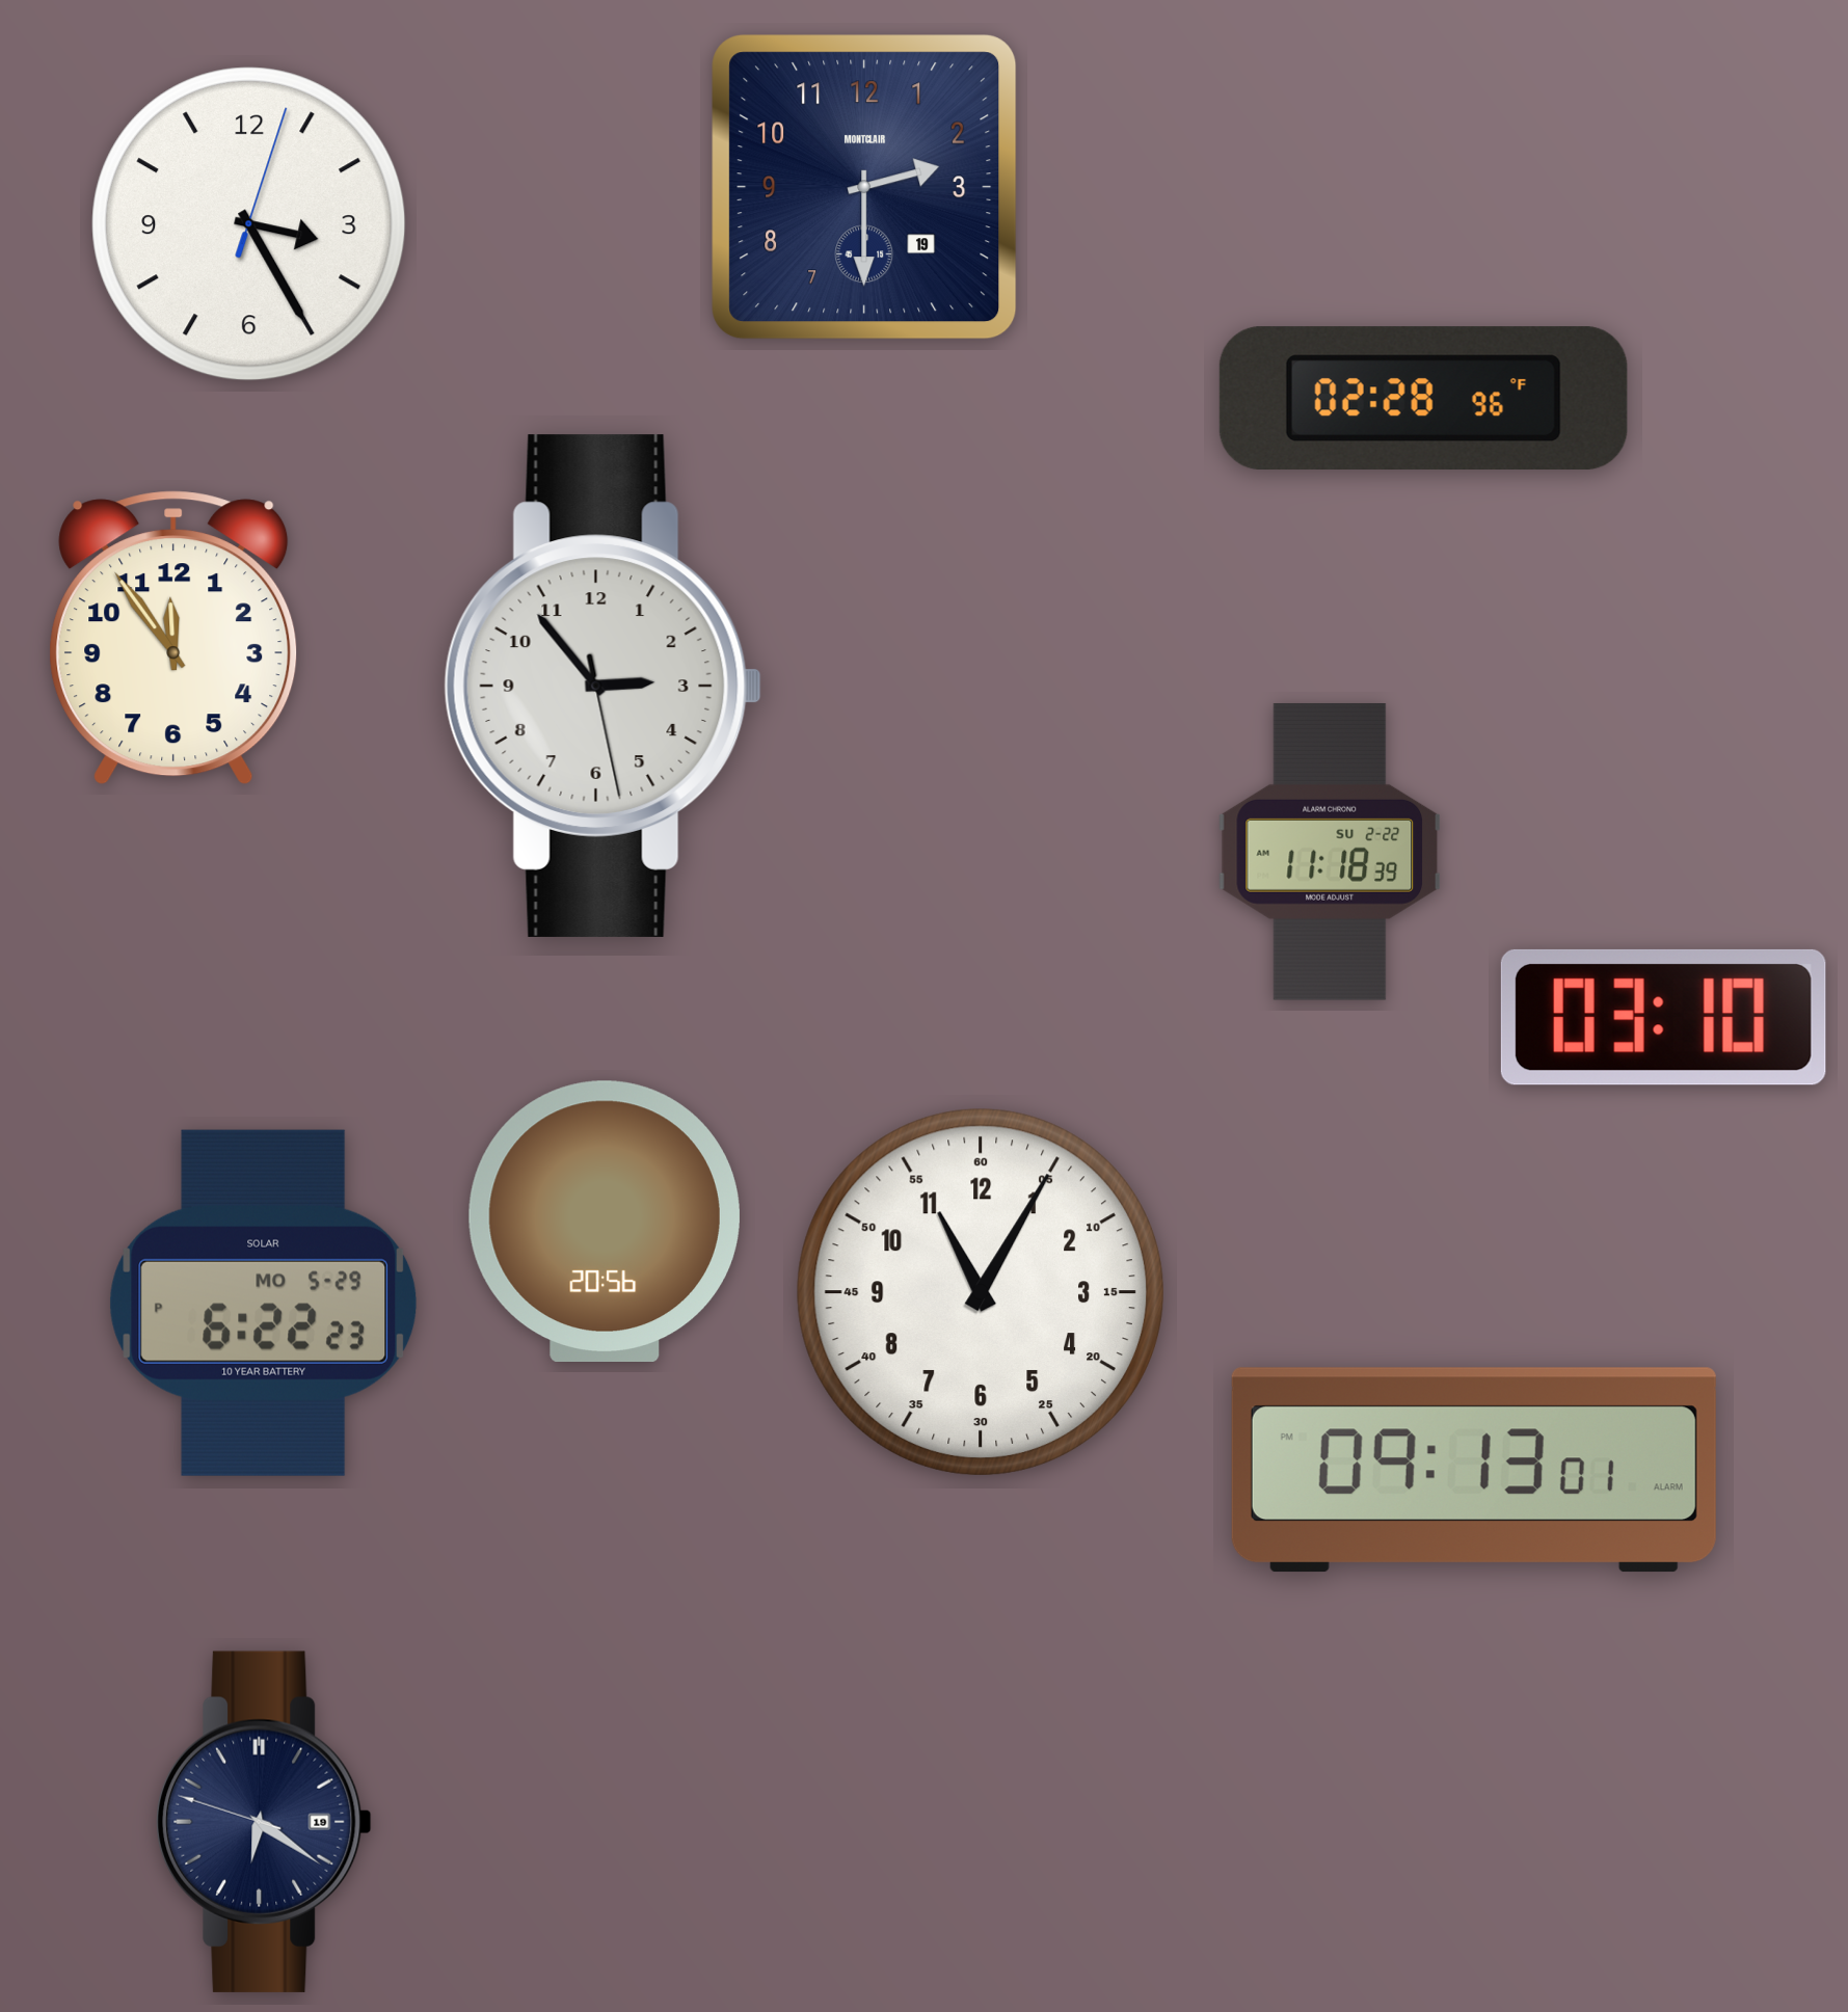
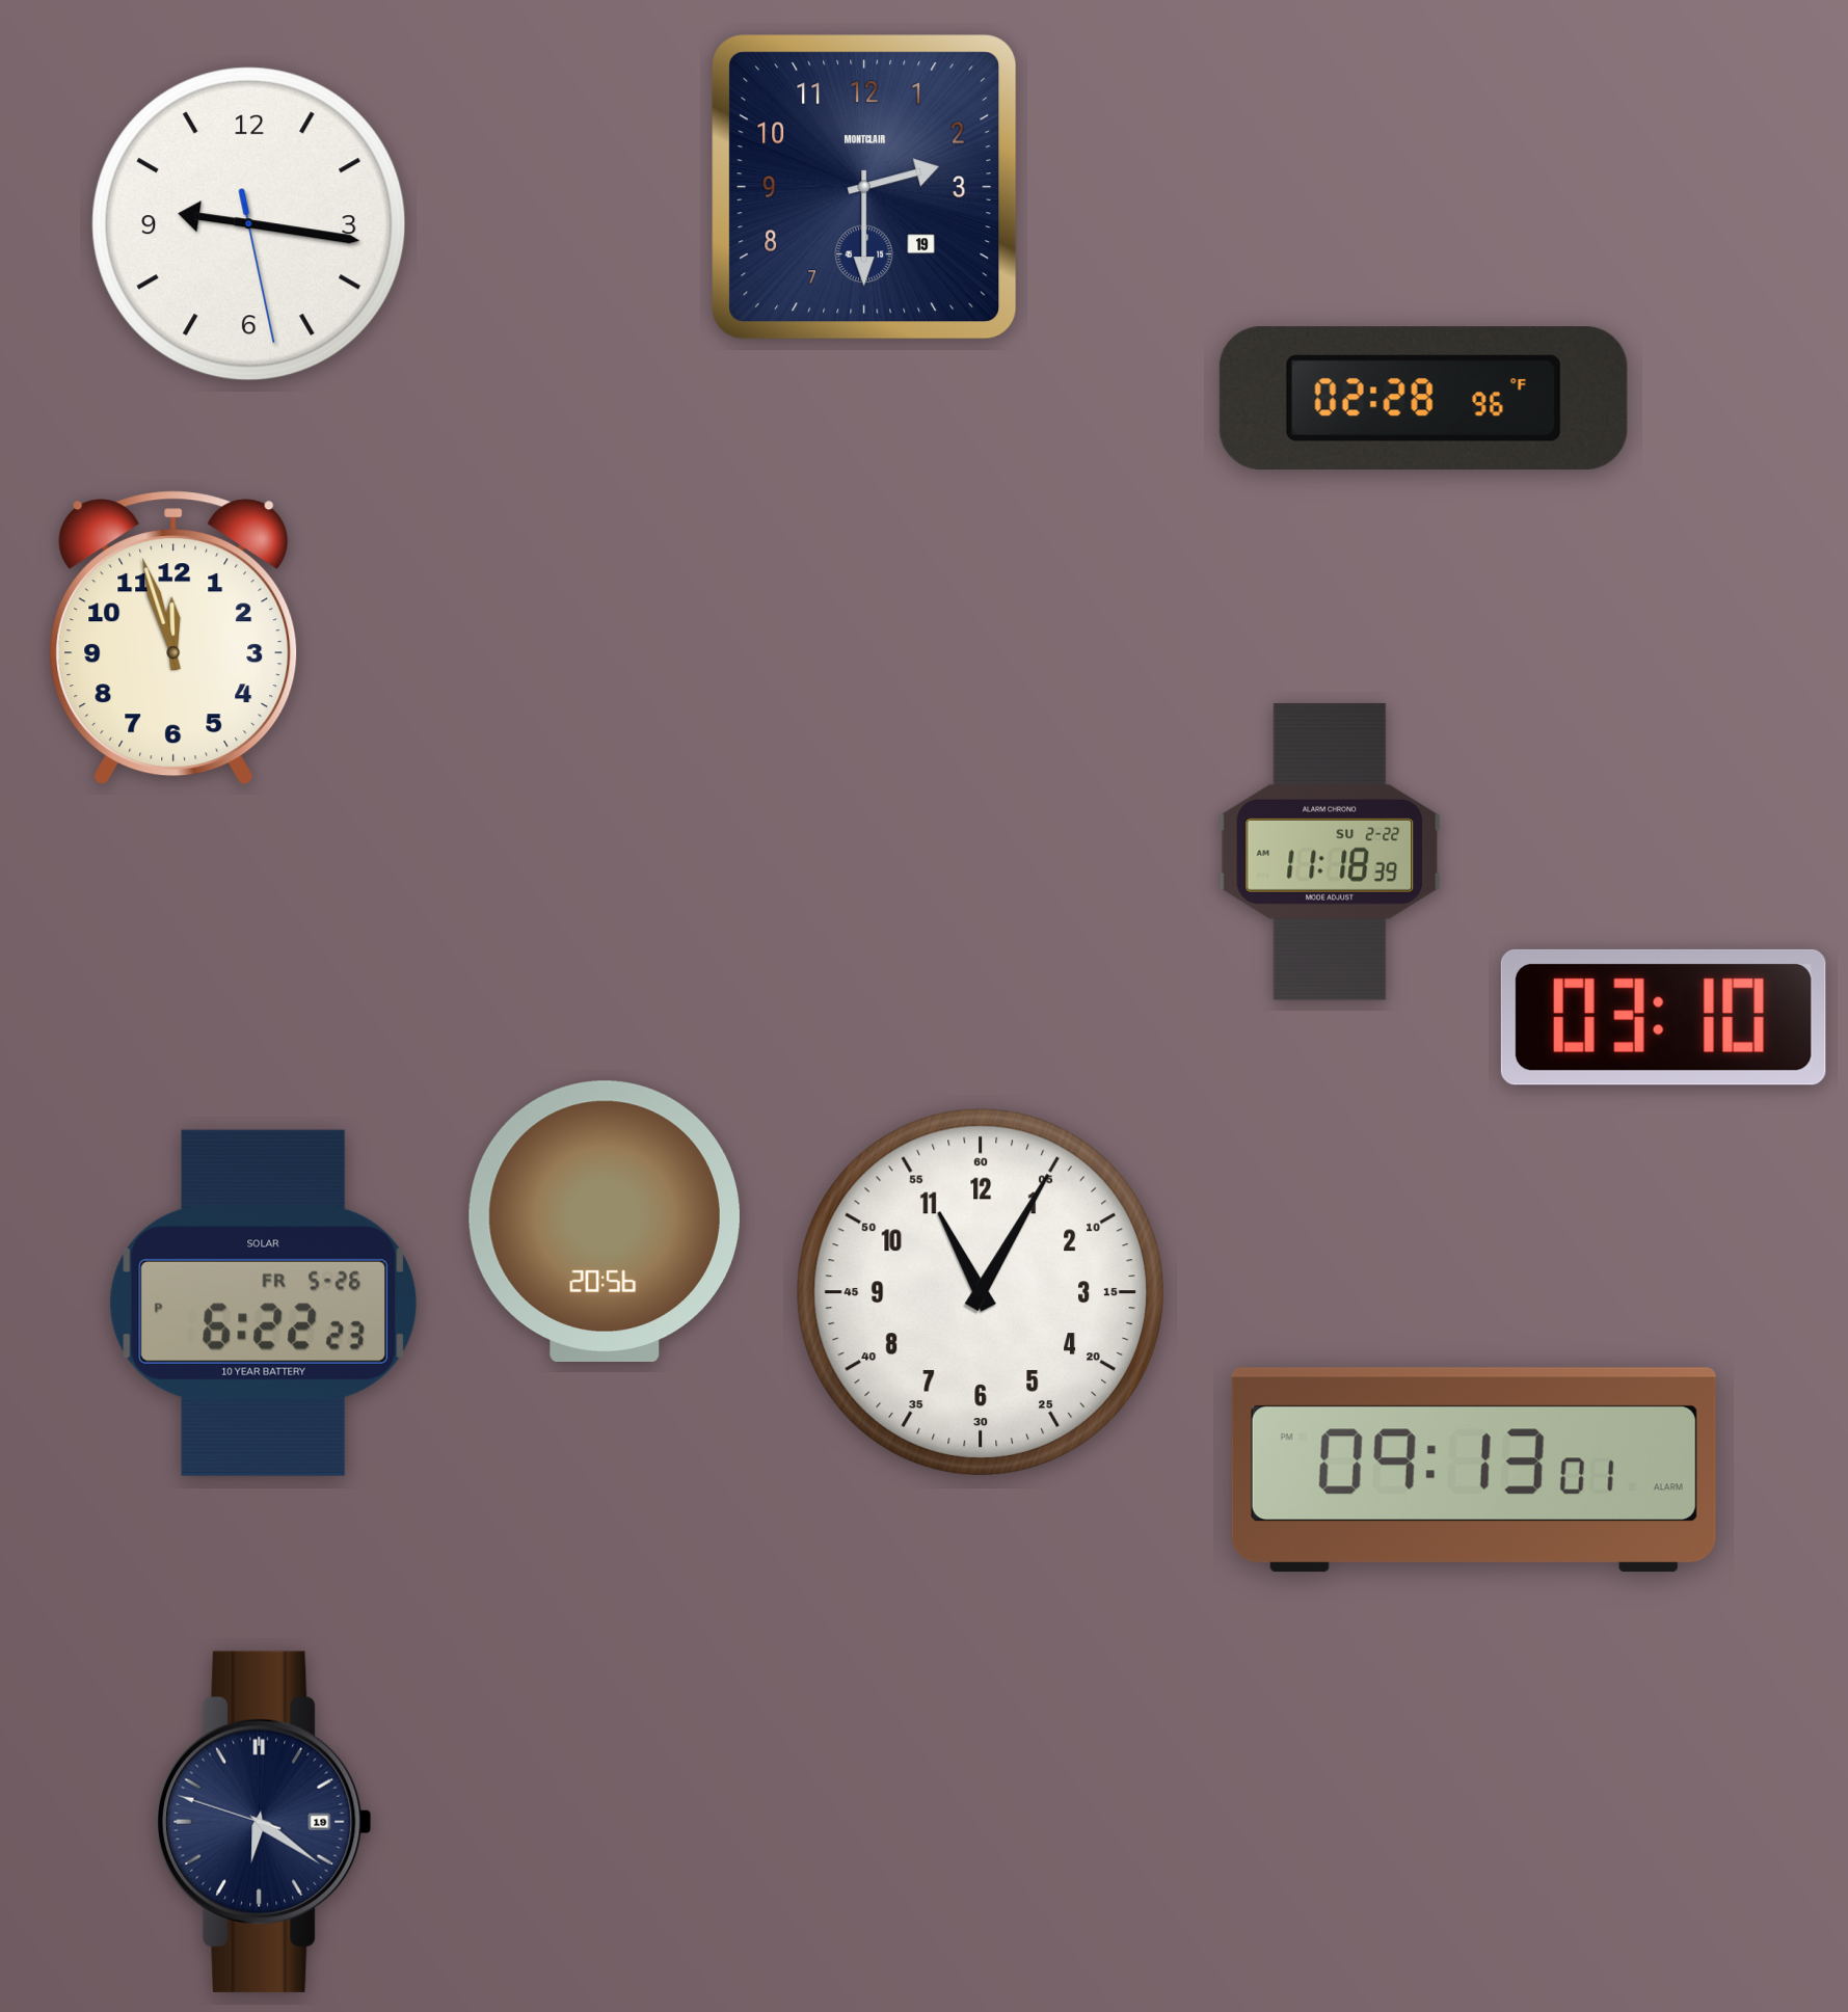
clock at (249, 224): 3:25 -> 9:16
clock at (173, 638): 11:54 -> 11:57
clock at (602, 686): 2:53 -> none
clock at (264, 1303) date: MO 5-29 -> FR 5-26
